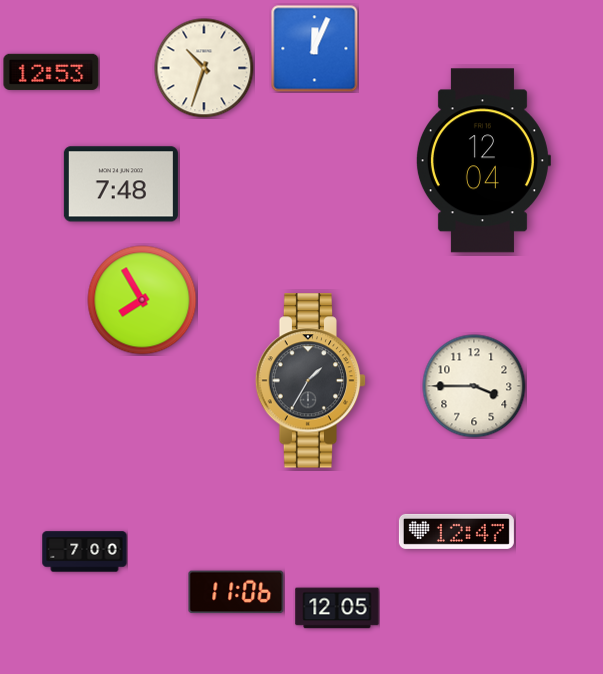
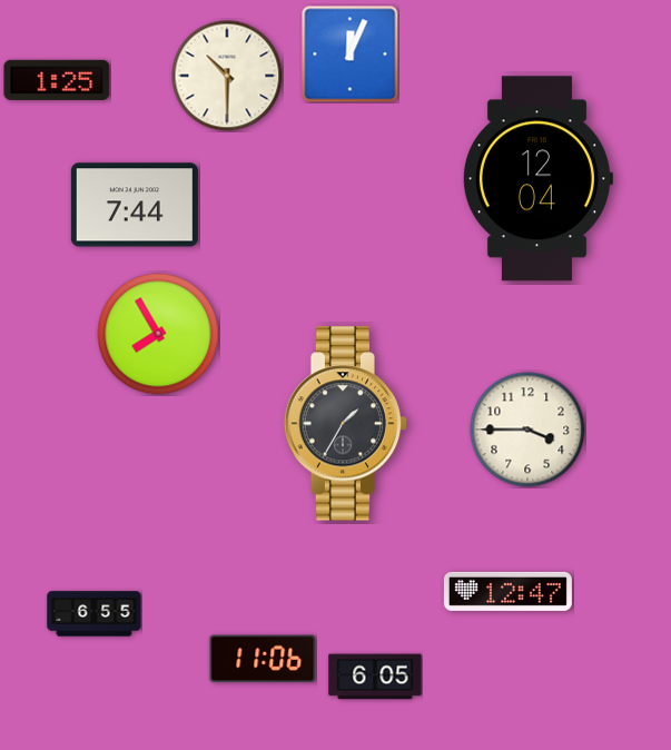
clock at (204, 68): 10:33 -> 10:30
clock at (51, 72): 12:53 -> 1:25
clock at (121, 184): 7:48 -> 7:44
clock at (85, 552): 7:00 -> 6:55
clock at (337, 608): 12:05 -> 6:05
